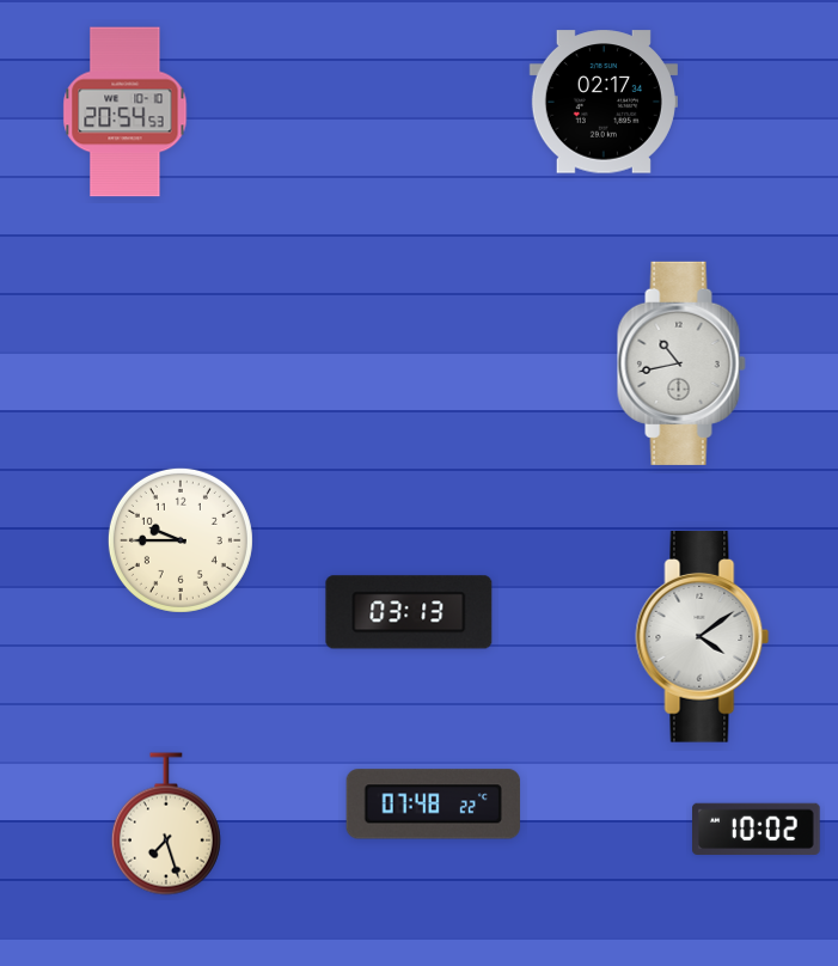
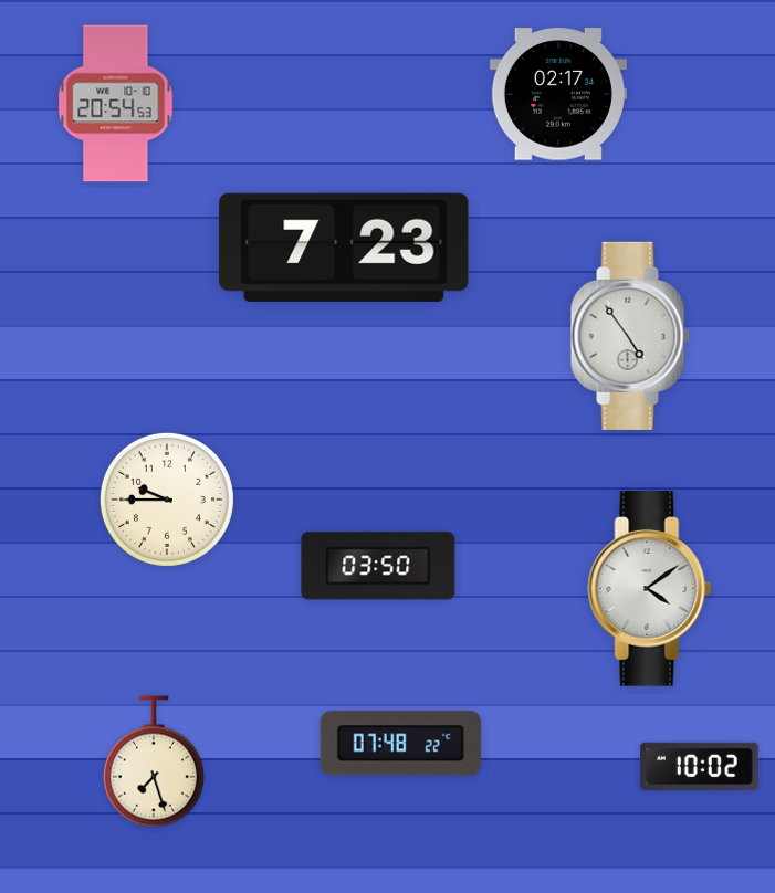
clock at (344, 248): none -> 7:23
clock at (681, 363): 10:43 -> 4:54
clock at (409, 612): 03:13 -> 03:50
